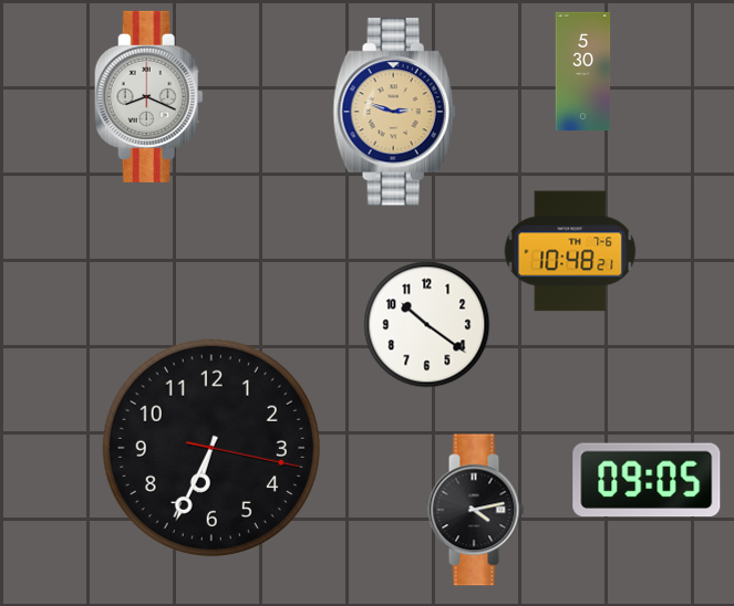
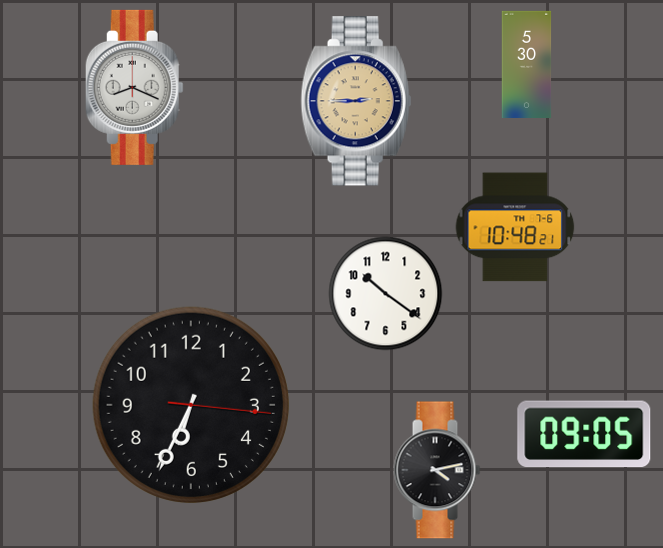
clock at (394, 112): 2:48 -> 2:45
clock at (211, 448): 6:34:17 -> 6:34:16
clock at (476, 510) position: (476, 510) -> (437, 470)
